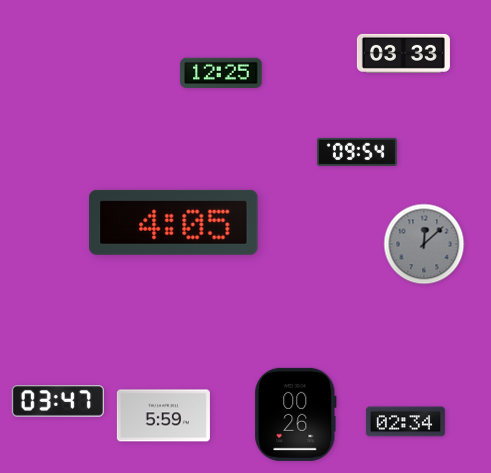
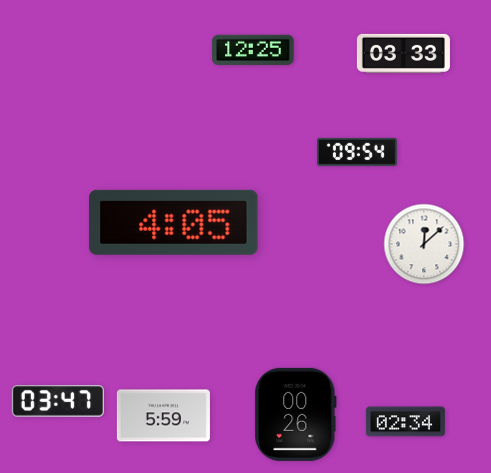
clock at (221, 73) position: (221, 73) -> (253, 50)
clock at (424, 244) dial: grey -> white
